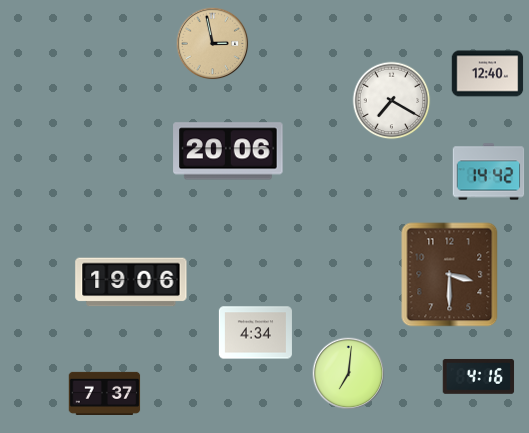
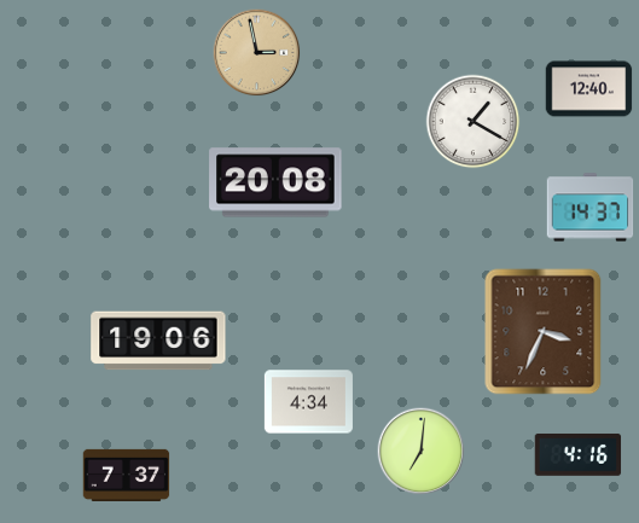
clock at (392, 101): 7:20 -> 1:20
clock at (228, 151): 20:06 -> 20:08
clock at (489, 172): 14:42 -> 14:37
clock at (450, 275): 3:30 -> 3:34
